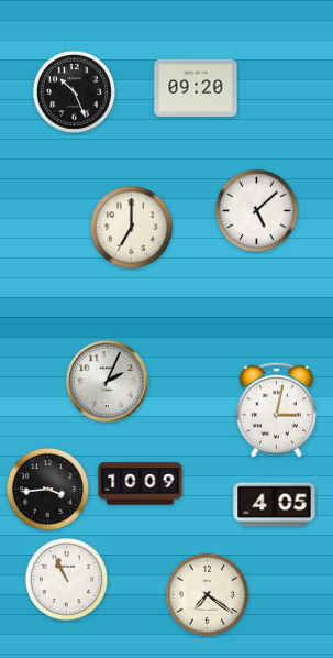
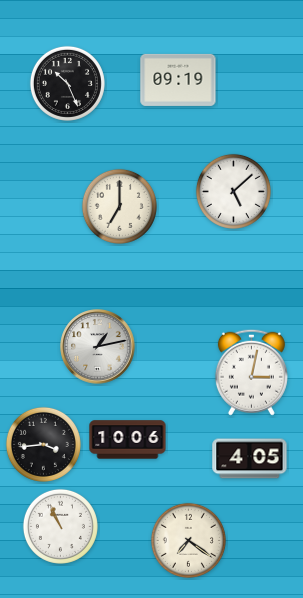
clock at (196, 88): 09:20 -> 09:19
clock at (108, 382): 2:04 -> 1:13
clock at (141, 484): 10:09 -> 10:06
